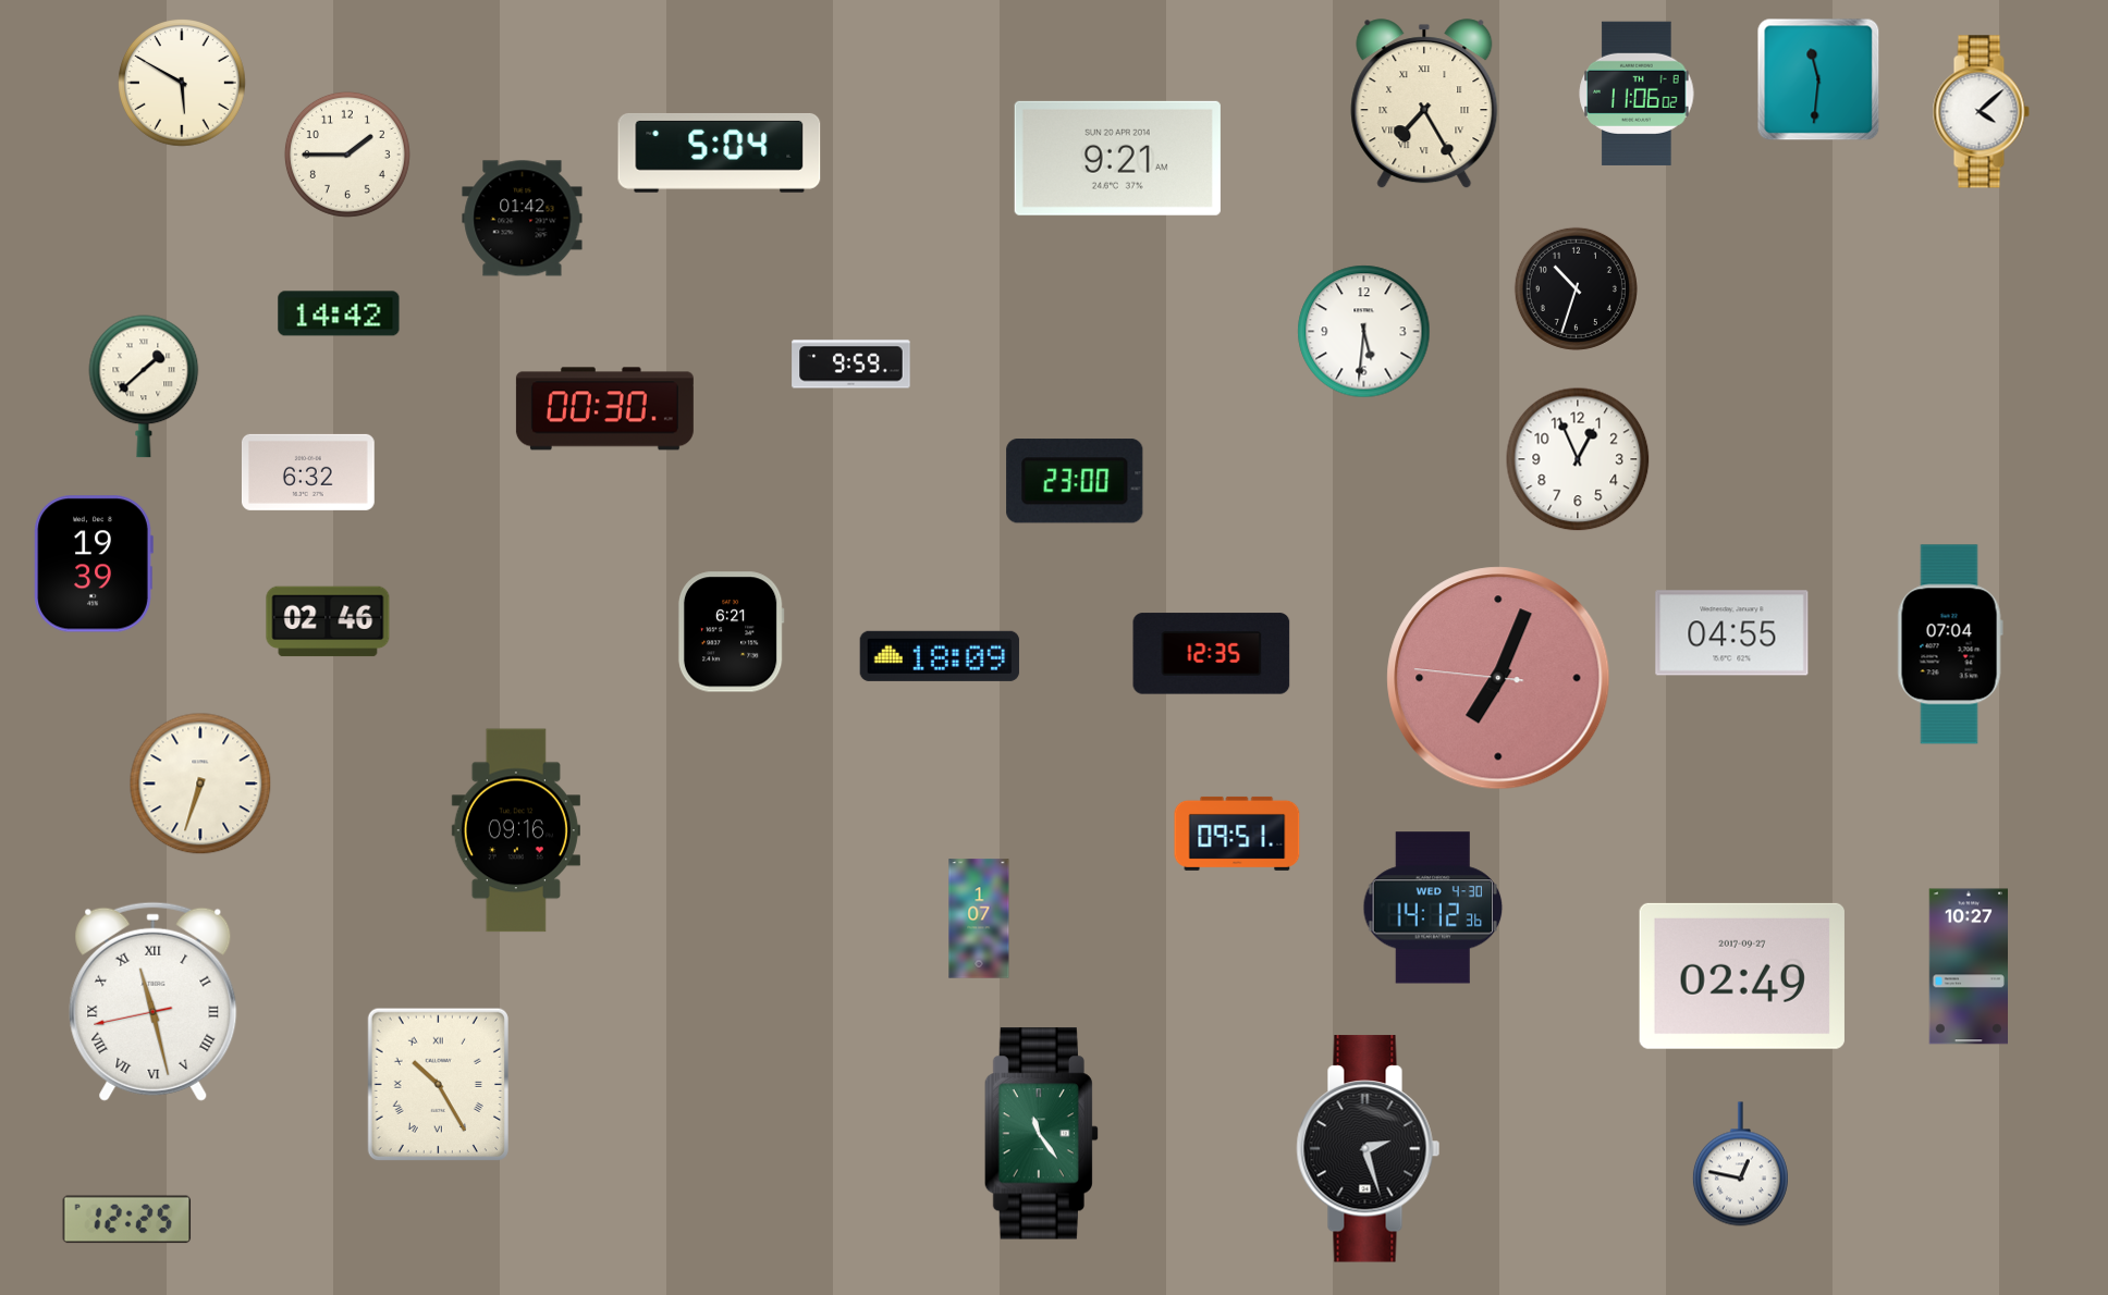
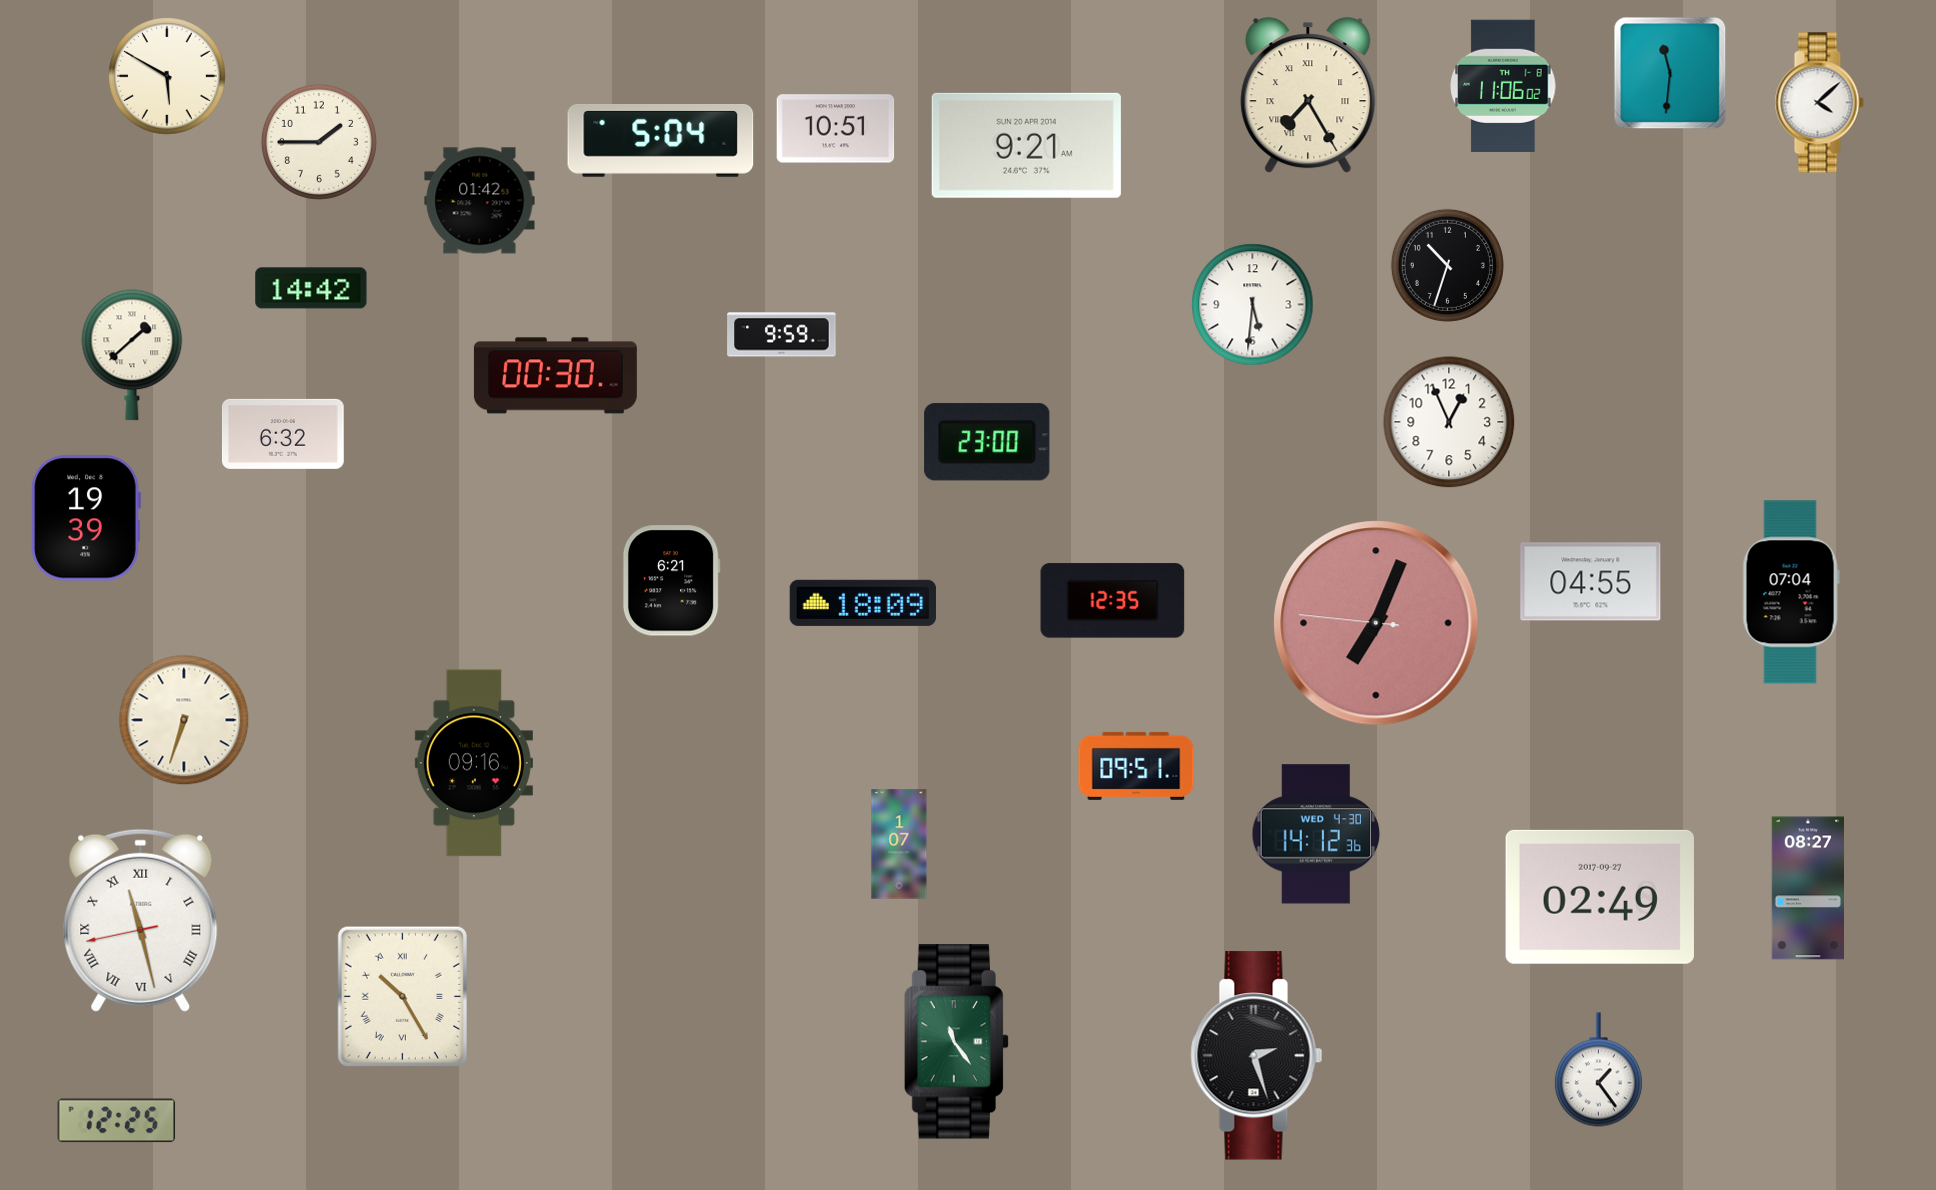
clock at (836, 129): none -> 10:51
clock at (328, 621): 02:46 -> none
clock at (1968, 966): 10:27 -> 08:27
clock at (1740, 1164): 12:47 -> 1:24
